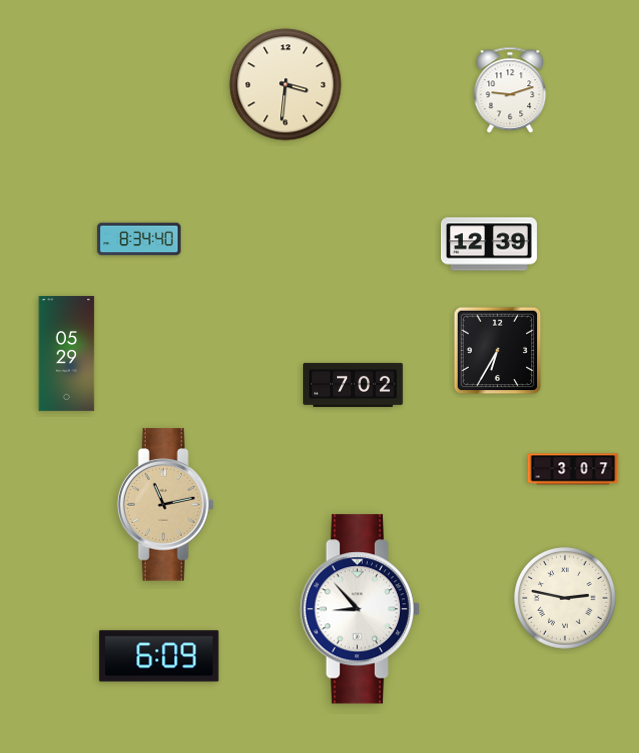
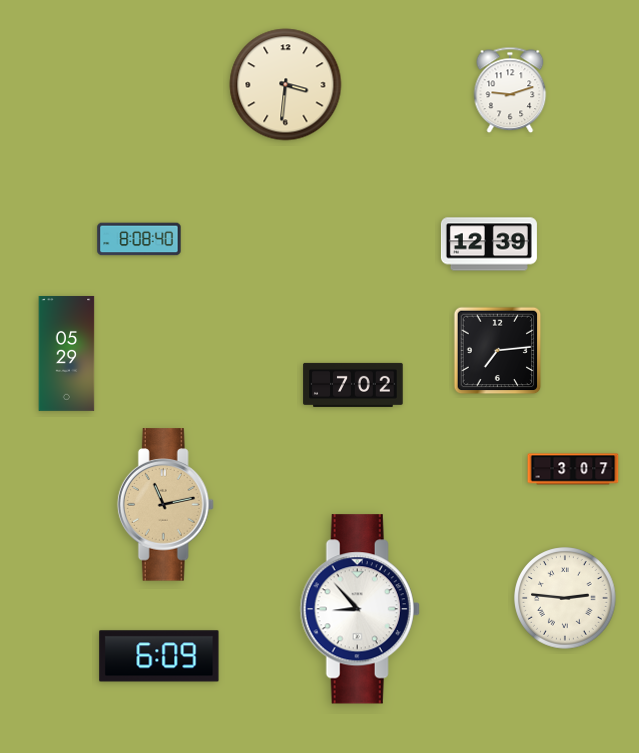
clock at (139, 239): 8:34 -> 8:08
clock at (498, 351): 6:35 -> 7:14
clock at (565, 598): 2:47 -> 2:46
